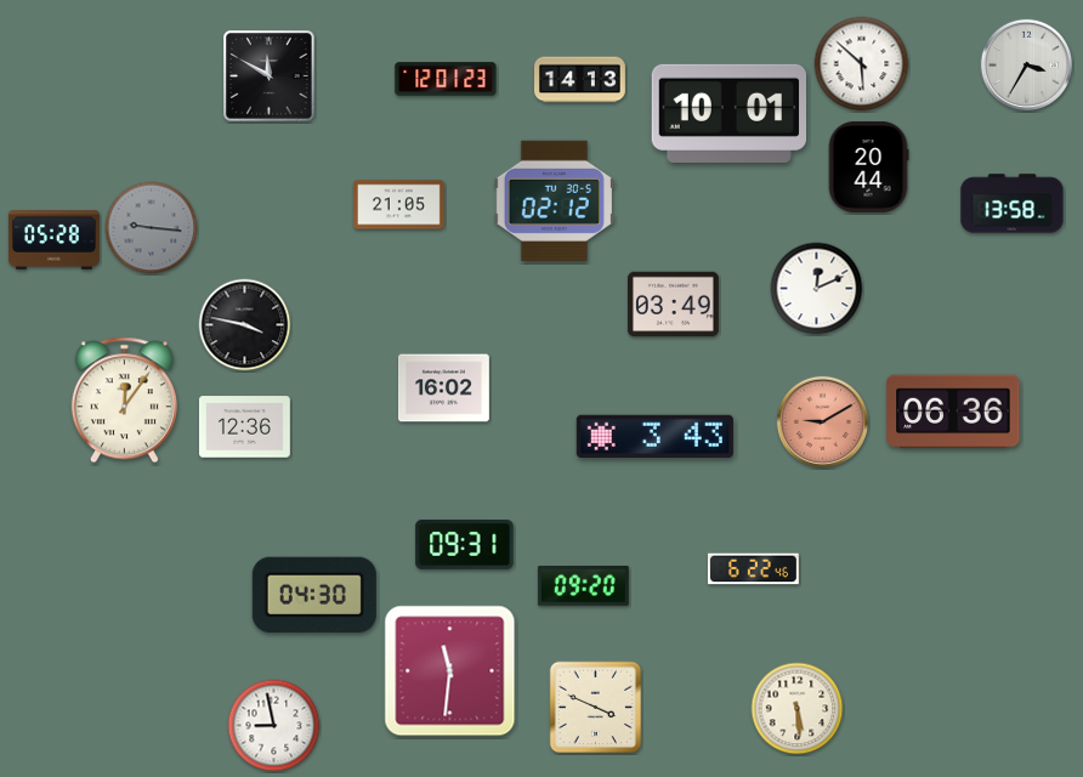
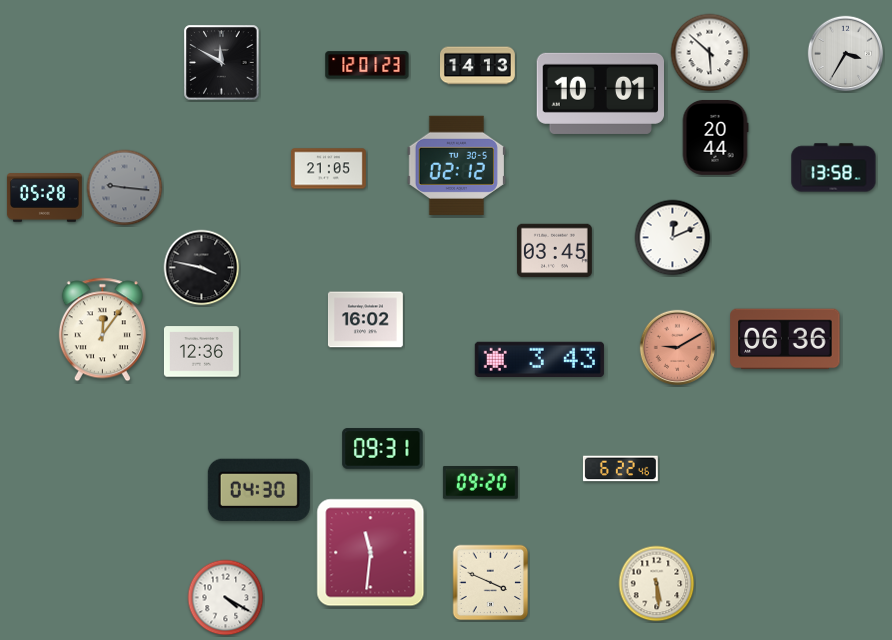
clock at (673, 305): 03:49 -> 03:45
clock at (274, 726): 8:58 -> 4:20
